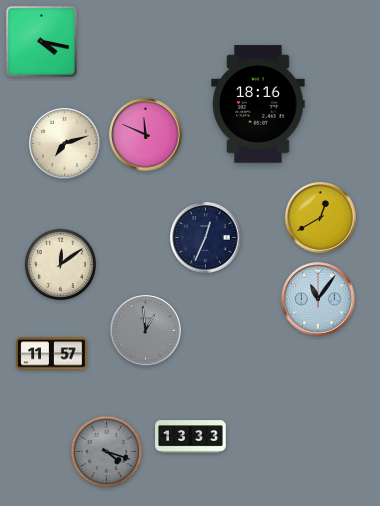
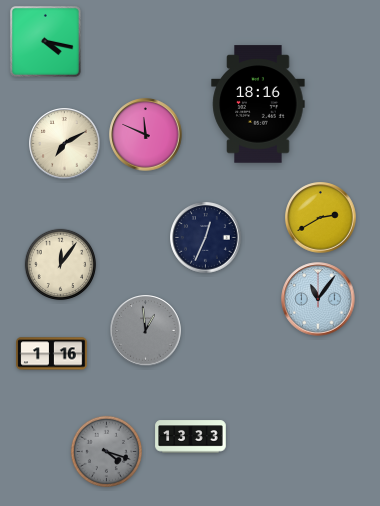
clock at (41, 41) position: (41, 41) -> (45, 41)
clock at (65, 144): 7:12 -> 7:10
clock at (321, 218): 12:40 -> 2:40
clock at (60, 264): 12:09 -> 12:06
clock at (52, 354): 11:57 -> 1:16
